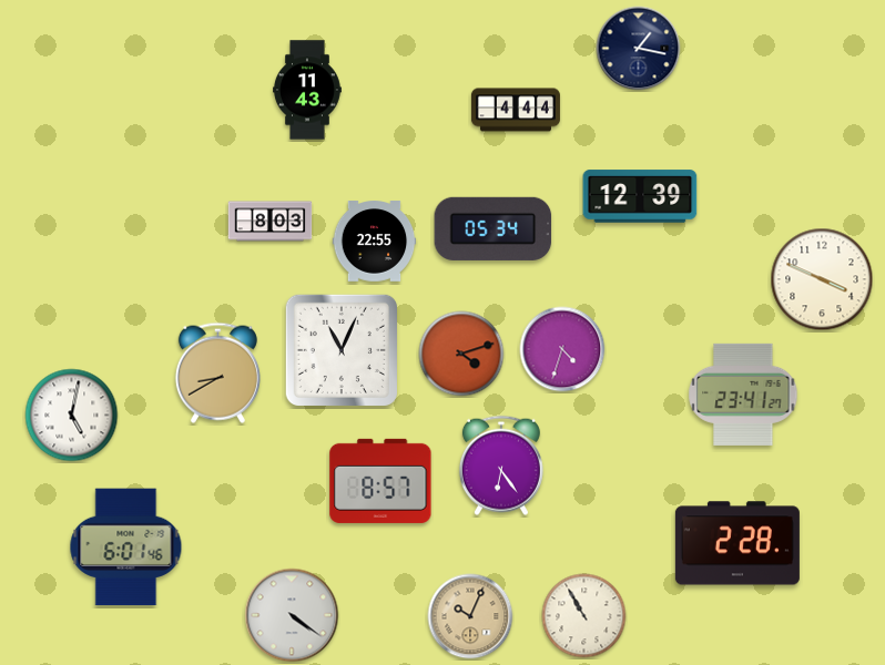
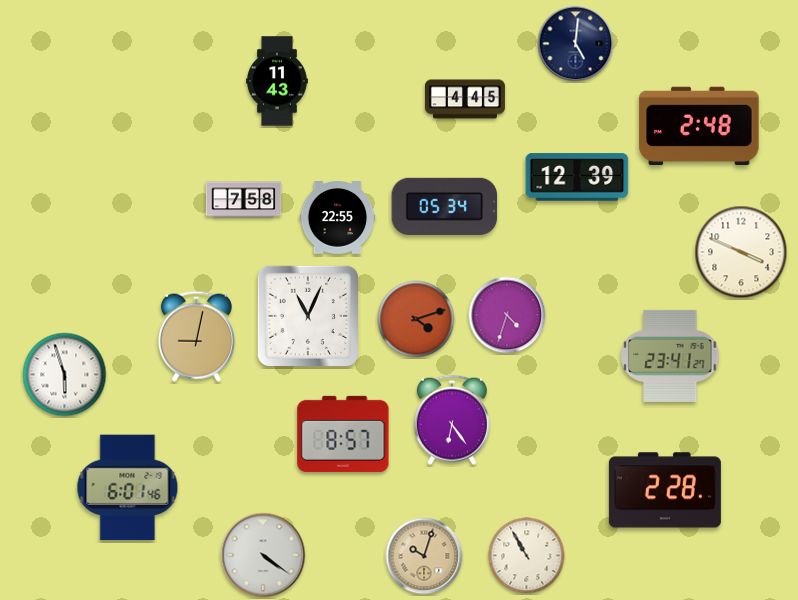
clock at (639, 49): 1:17 -> 5:01
clock at (516, 110): 4:44 -> 4:45
clock at (699, 126): none -> 2:48
clock at (271, 222): 8:03 -> 7:58
clock at (217, 372): 8:40 -> 9:02
clock at (72, 416): 5:02 -> 5:57
clock at (126, 548) position: (126, 548) -> (128, 488)
clock at (470, 616): 10:04 -> 10:03
